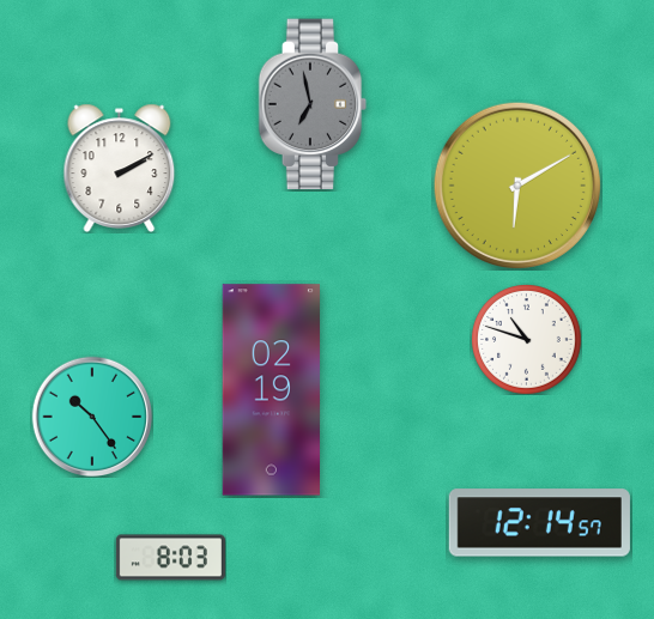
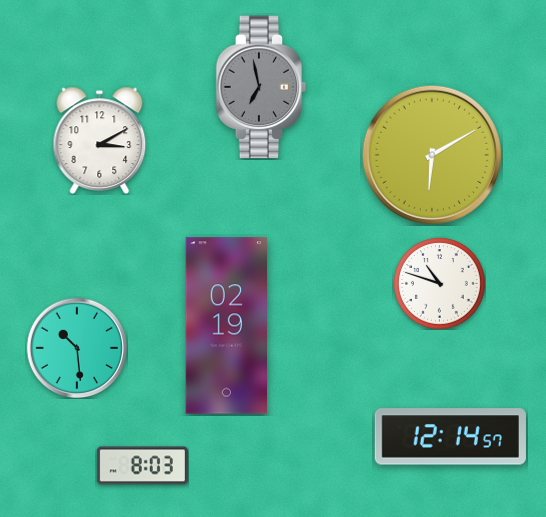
clock at (120, 168): 2:10 -> 3:10
clock at (92, 417): 10:24 -> 10:29
